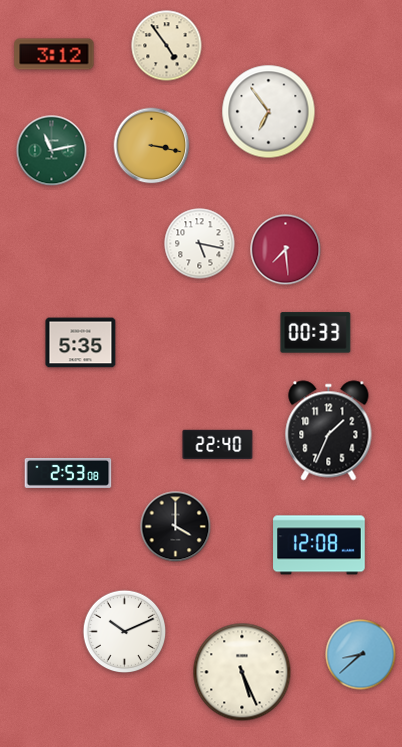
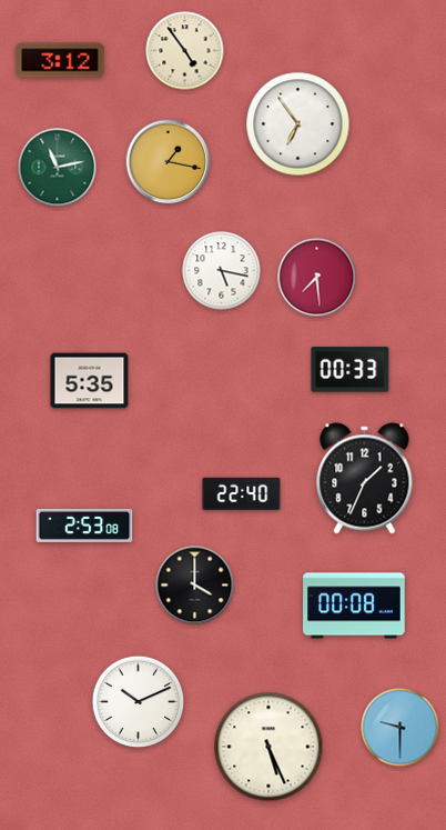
clock at (152, 146): 3:17 -> 1:17
clock at (68, 473) position: (68, 473) -> (84, 526)
clock at (319, 545): 12:08 -> 00:08
clock at (361, 655): 8:38 -> 9:30
